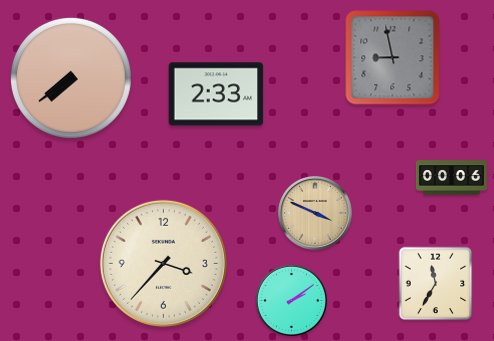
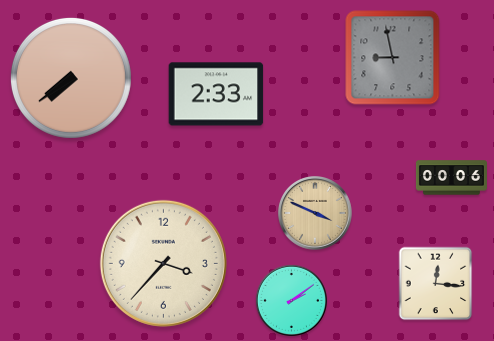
clock at (436, 284): 11:35 -> 12:16
